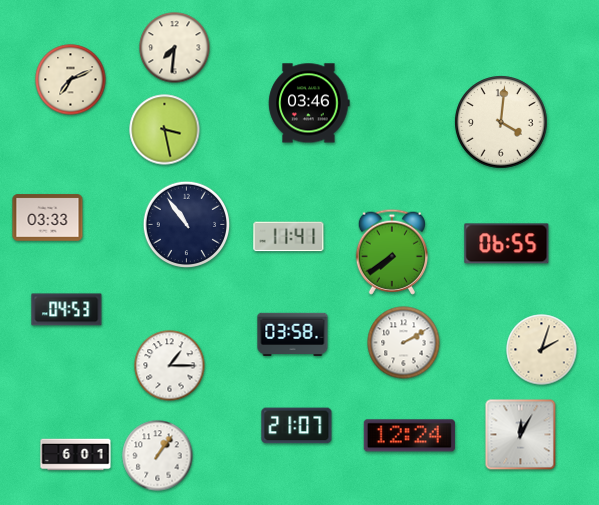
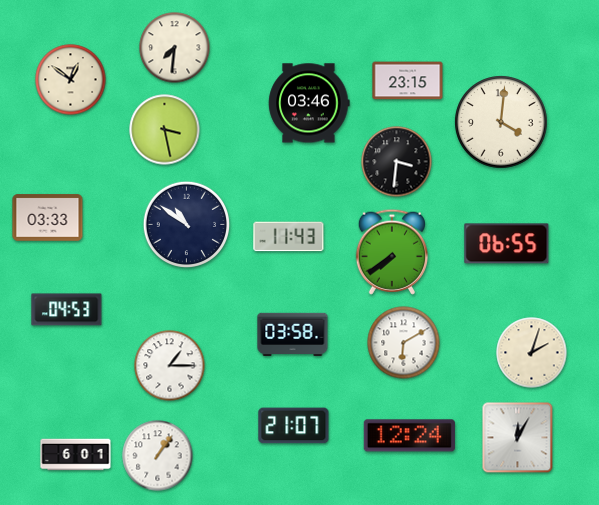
clock at (71, 80): 7:11 -> 12:51
clock at (408, 81): none -> 23:15
clock at (397, 162): none -> 3:31
clock at (187, 225): 10:54 -> 10:51
clock at (289, 237): 11:41 -> 11:43
clock at (404, 343): 2:10 -> 6:10
clock at (542, 350) position: (542, 350) -> (532, 353)
clock at (297, 426) position: (297, 426) -> (294, 426)
clock at (521, 435) position: (521, 435) -> (518, 438)
